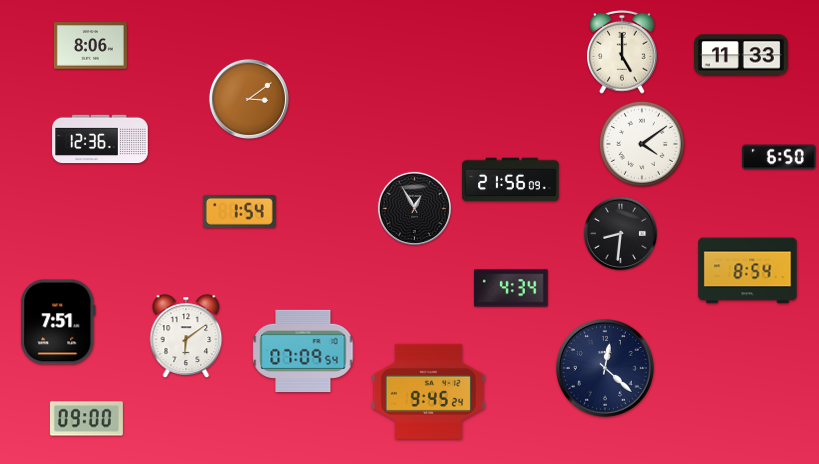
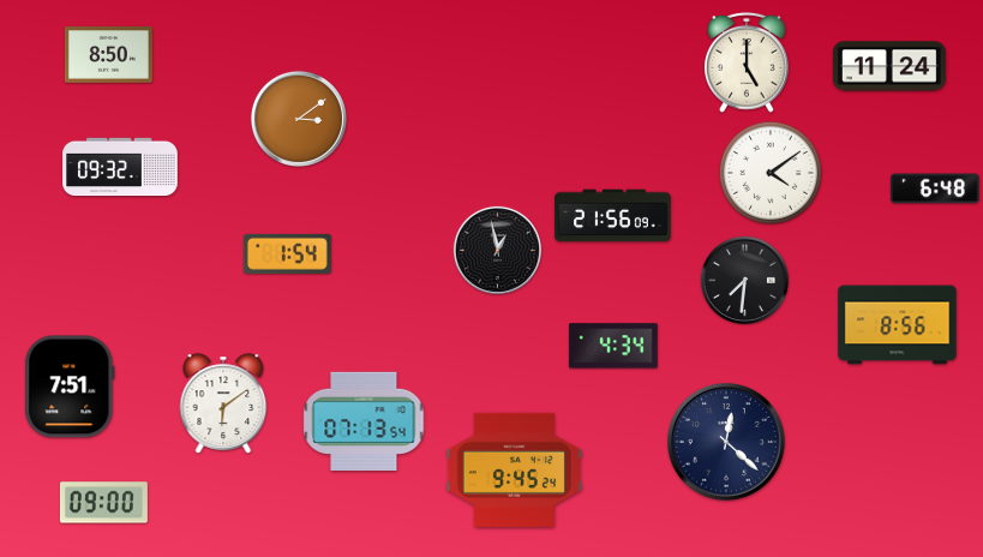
clock at (90, 46): 8:06 -> 8:50
clock at (741, 55): 11:33 -> 11:24
clock at (100, 139): 12:36 -> 09:32
clock at (779, 157): 6:50 -> 6:48
clock at (414, 208): 12:55 -> 12:58
clock at (620, 233): 8:31 -> 7:31
clock at (748, 271): 8:54 -> 8:56
clock at (303, 351): 07:09 -> 07:13
